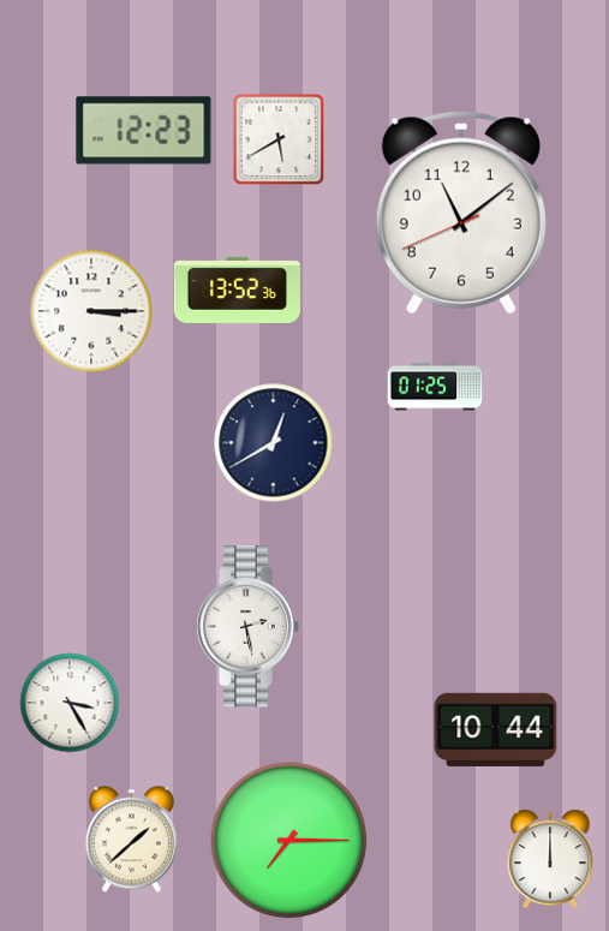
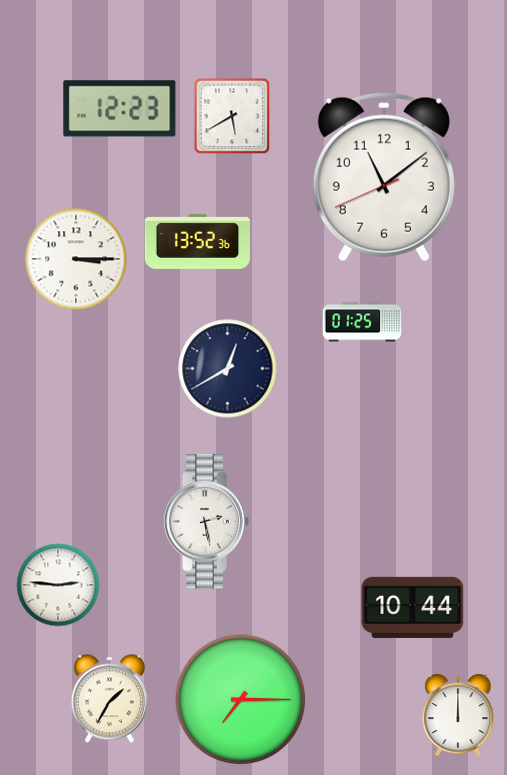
clock at (70, 703): 3:25 -> 2:46
clock at (131, 840): 1:38 -> 1:35
